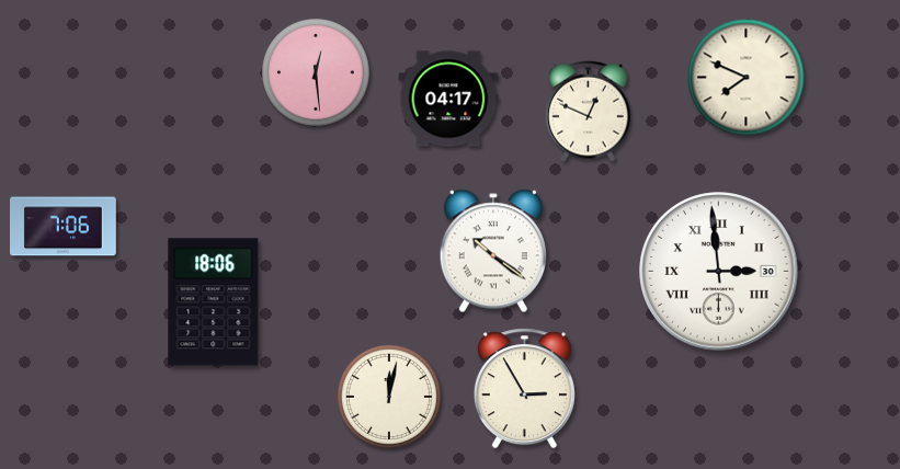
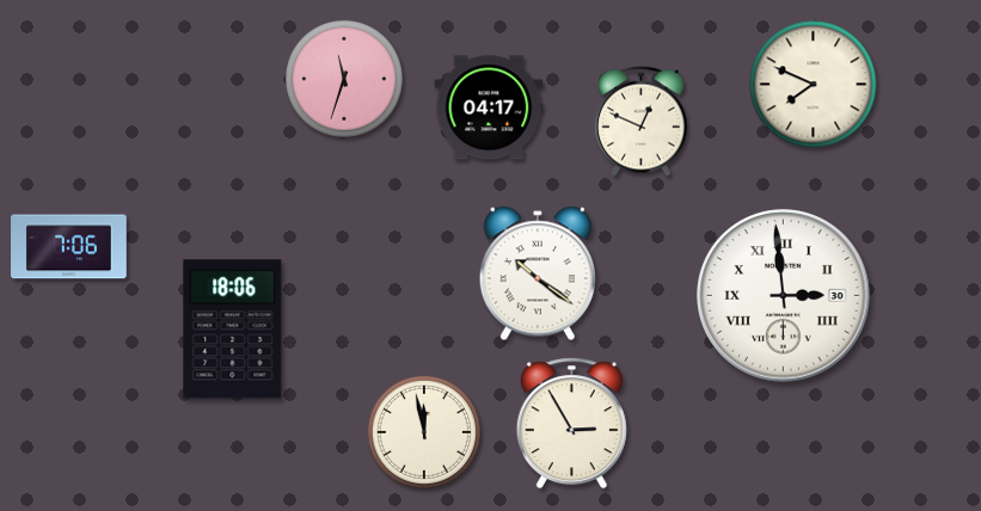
clock at (316, 72): 12:29 -> 11:33
clock at (389, 397): 12:02 -> 11:58
